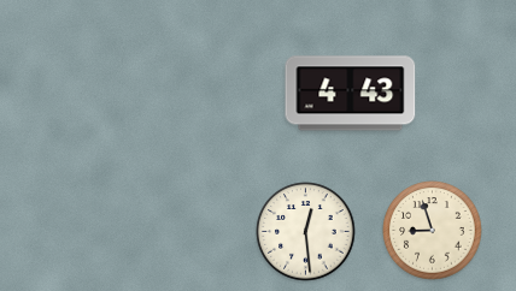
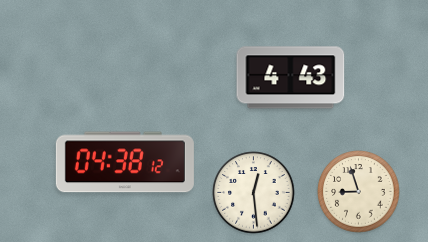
clock at (125, 162): none -> 04:38
